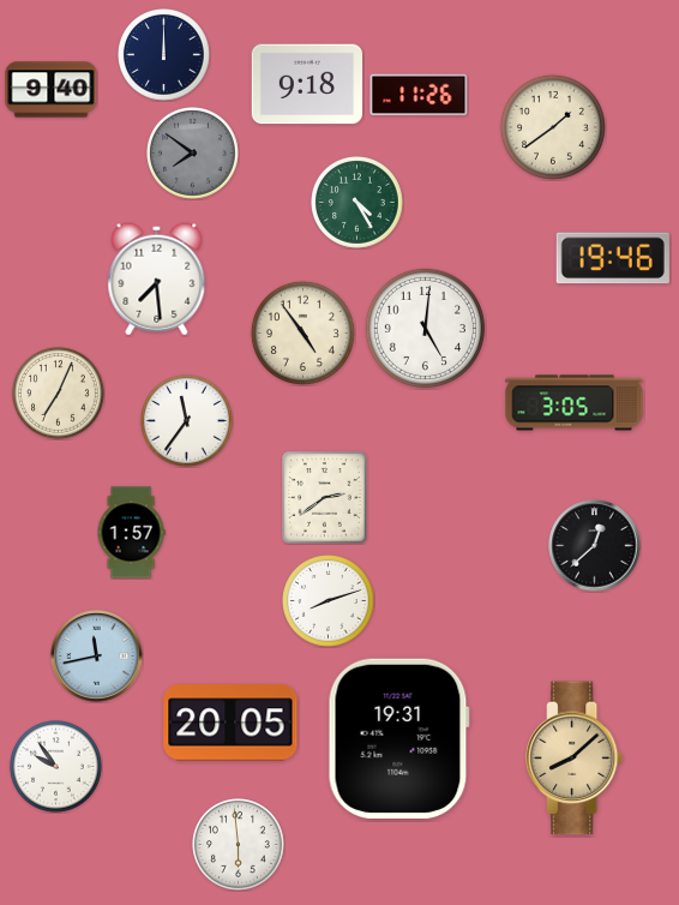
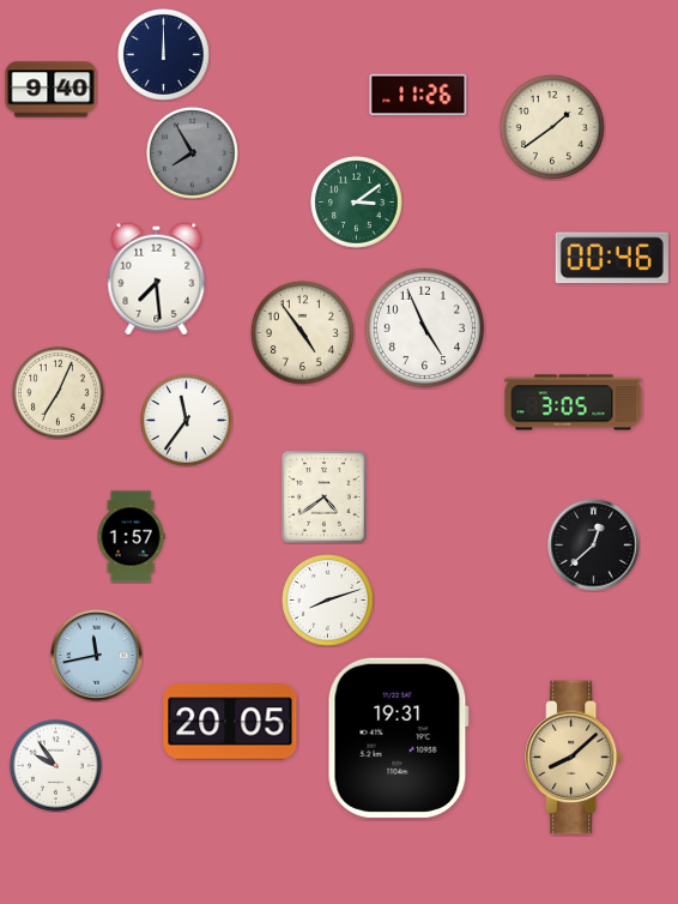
clock at (307, 84): 9:18 -> none
clock at (193, 154): 7:51 -> 7:55
clock at (357, 203): 4:25 -> 3:09
clock at (613, 258): 19:46 -> 00:46
clock at (425, 328): 5:01 -> 4:56
clock at (325, 498): 2:39 -> 4:39
clock at (131, 533) position: (131, 533) -> (131, 537)
clock at (239, 845): 5:59 -> none
